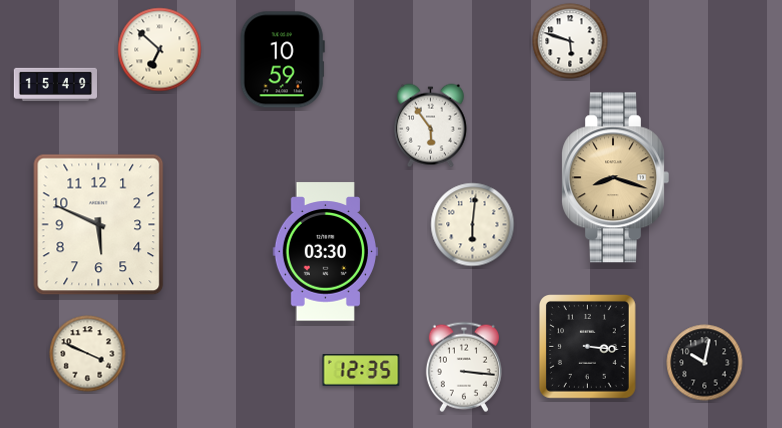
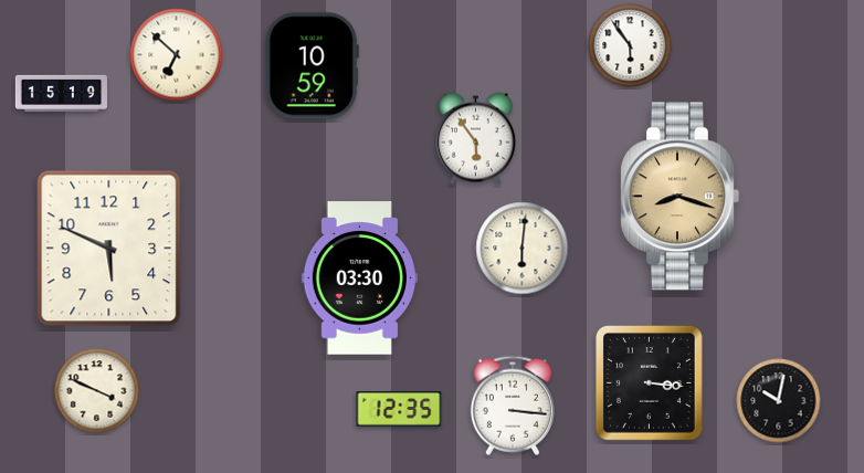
clock at (570, 41): 5:48 -> 5:54
clock at (55, 84): 15:49 -> 15:19
